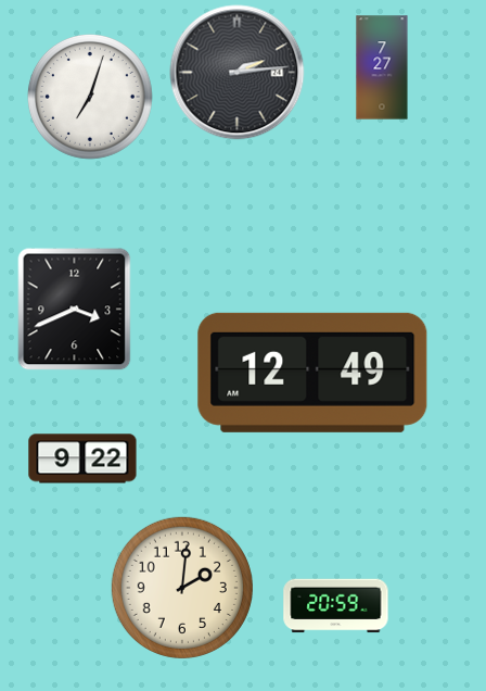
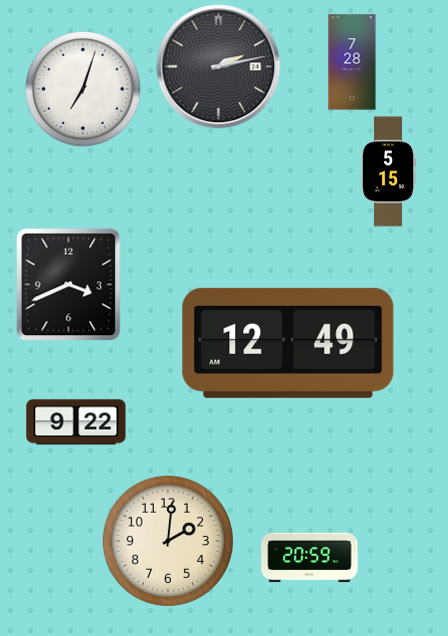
clock at (382, 67): 7:27 -> 7:28
clock at (238, 73): 2:14 -> 2:13
clock at (388, 172): none -> 5:15
